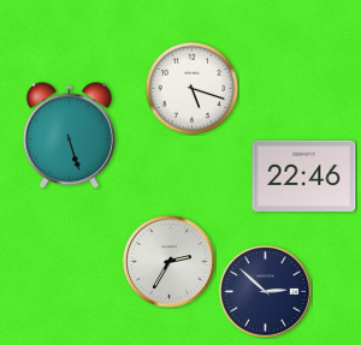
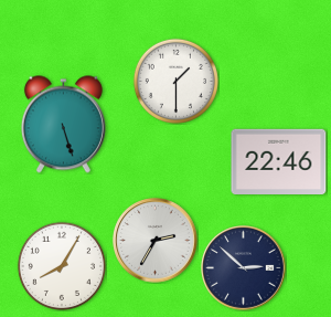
clock at (191, 88): 5:18 -> 1:30
clock at (62, 266): none -> 8:05
